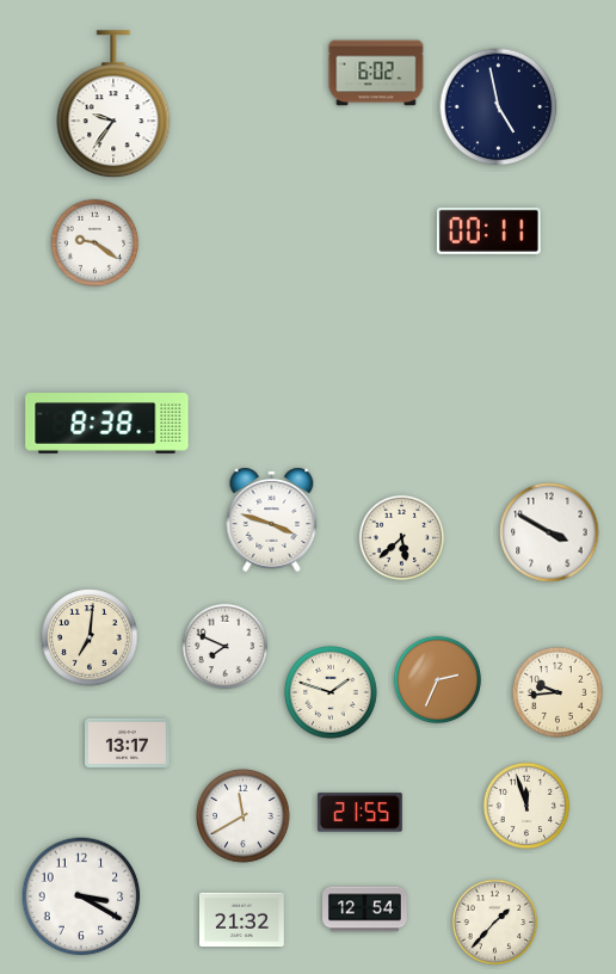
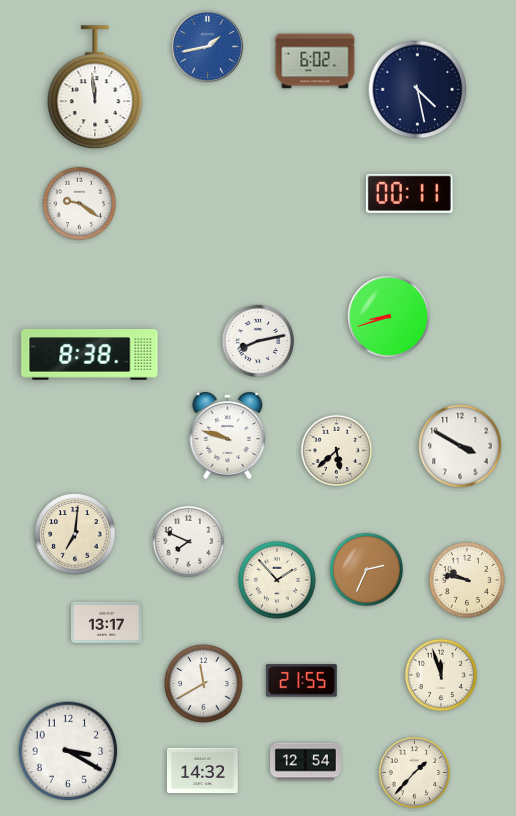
clock at (208, 47): none -> 1:43
clock at (113, 105): 9:36 -> 11:59
clock at (499, 107): 4:58 -> 4:28
clock at (389, 317): none -> 8:42
clock at (258, 341): none -> 8:13
clock at (272, 519): 3:48 -> 9:48
clock at (558, 692): 9:44 -> 9:47
clock at (332, 693): 1:48 -> 1:53
clock at (241, 920): 21:32 -> 14:32
